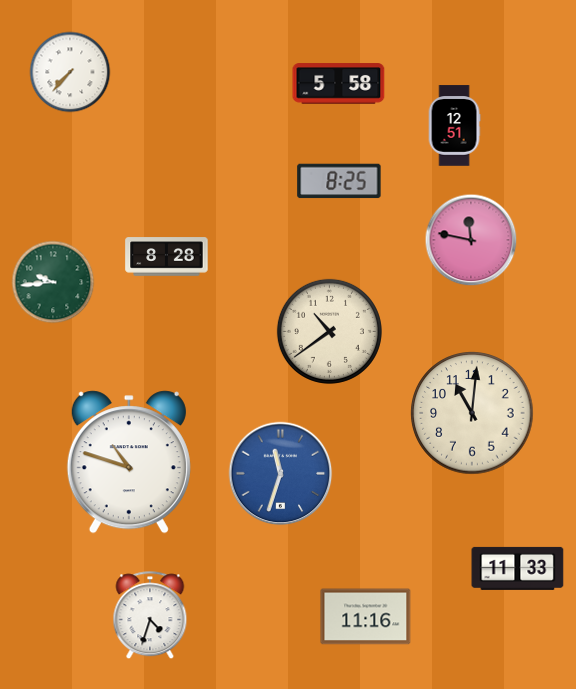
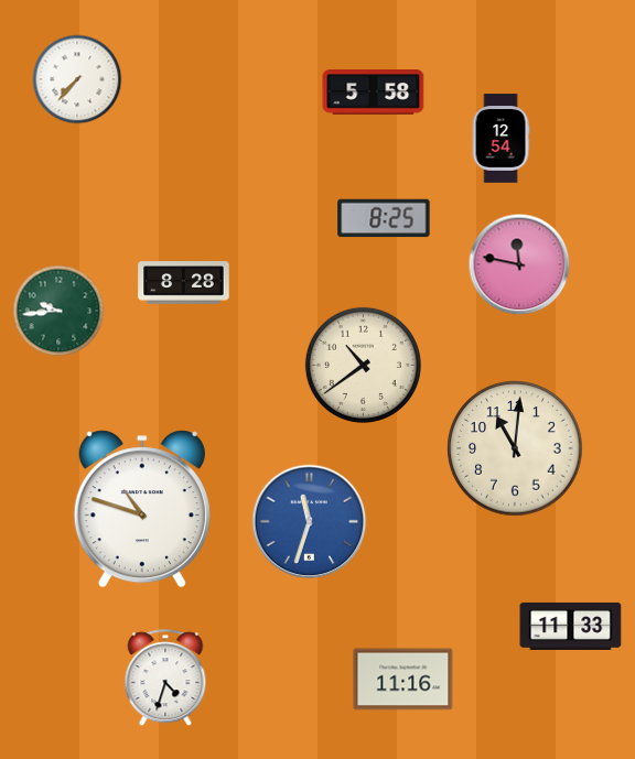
clock at (454, 126): 12:51 -> 12:54
clock at (339, 181) position: (339, 181) -> (384, 218)
clock at (472, 413) position: (472, 413) -> (515, 448)
